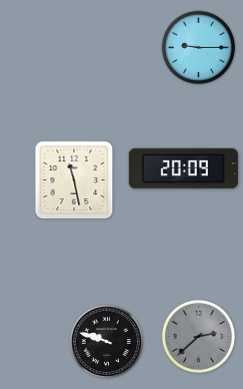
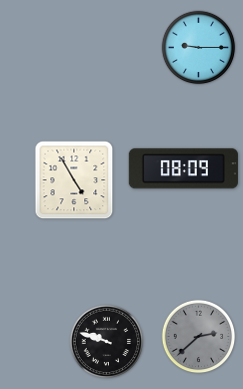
clock at (183, 169): 20:09 -> 08:09
clock at (74, 180): 11:28 -> 4:55
